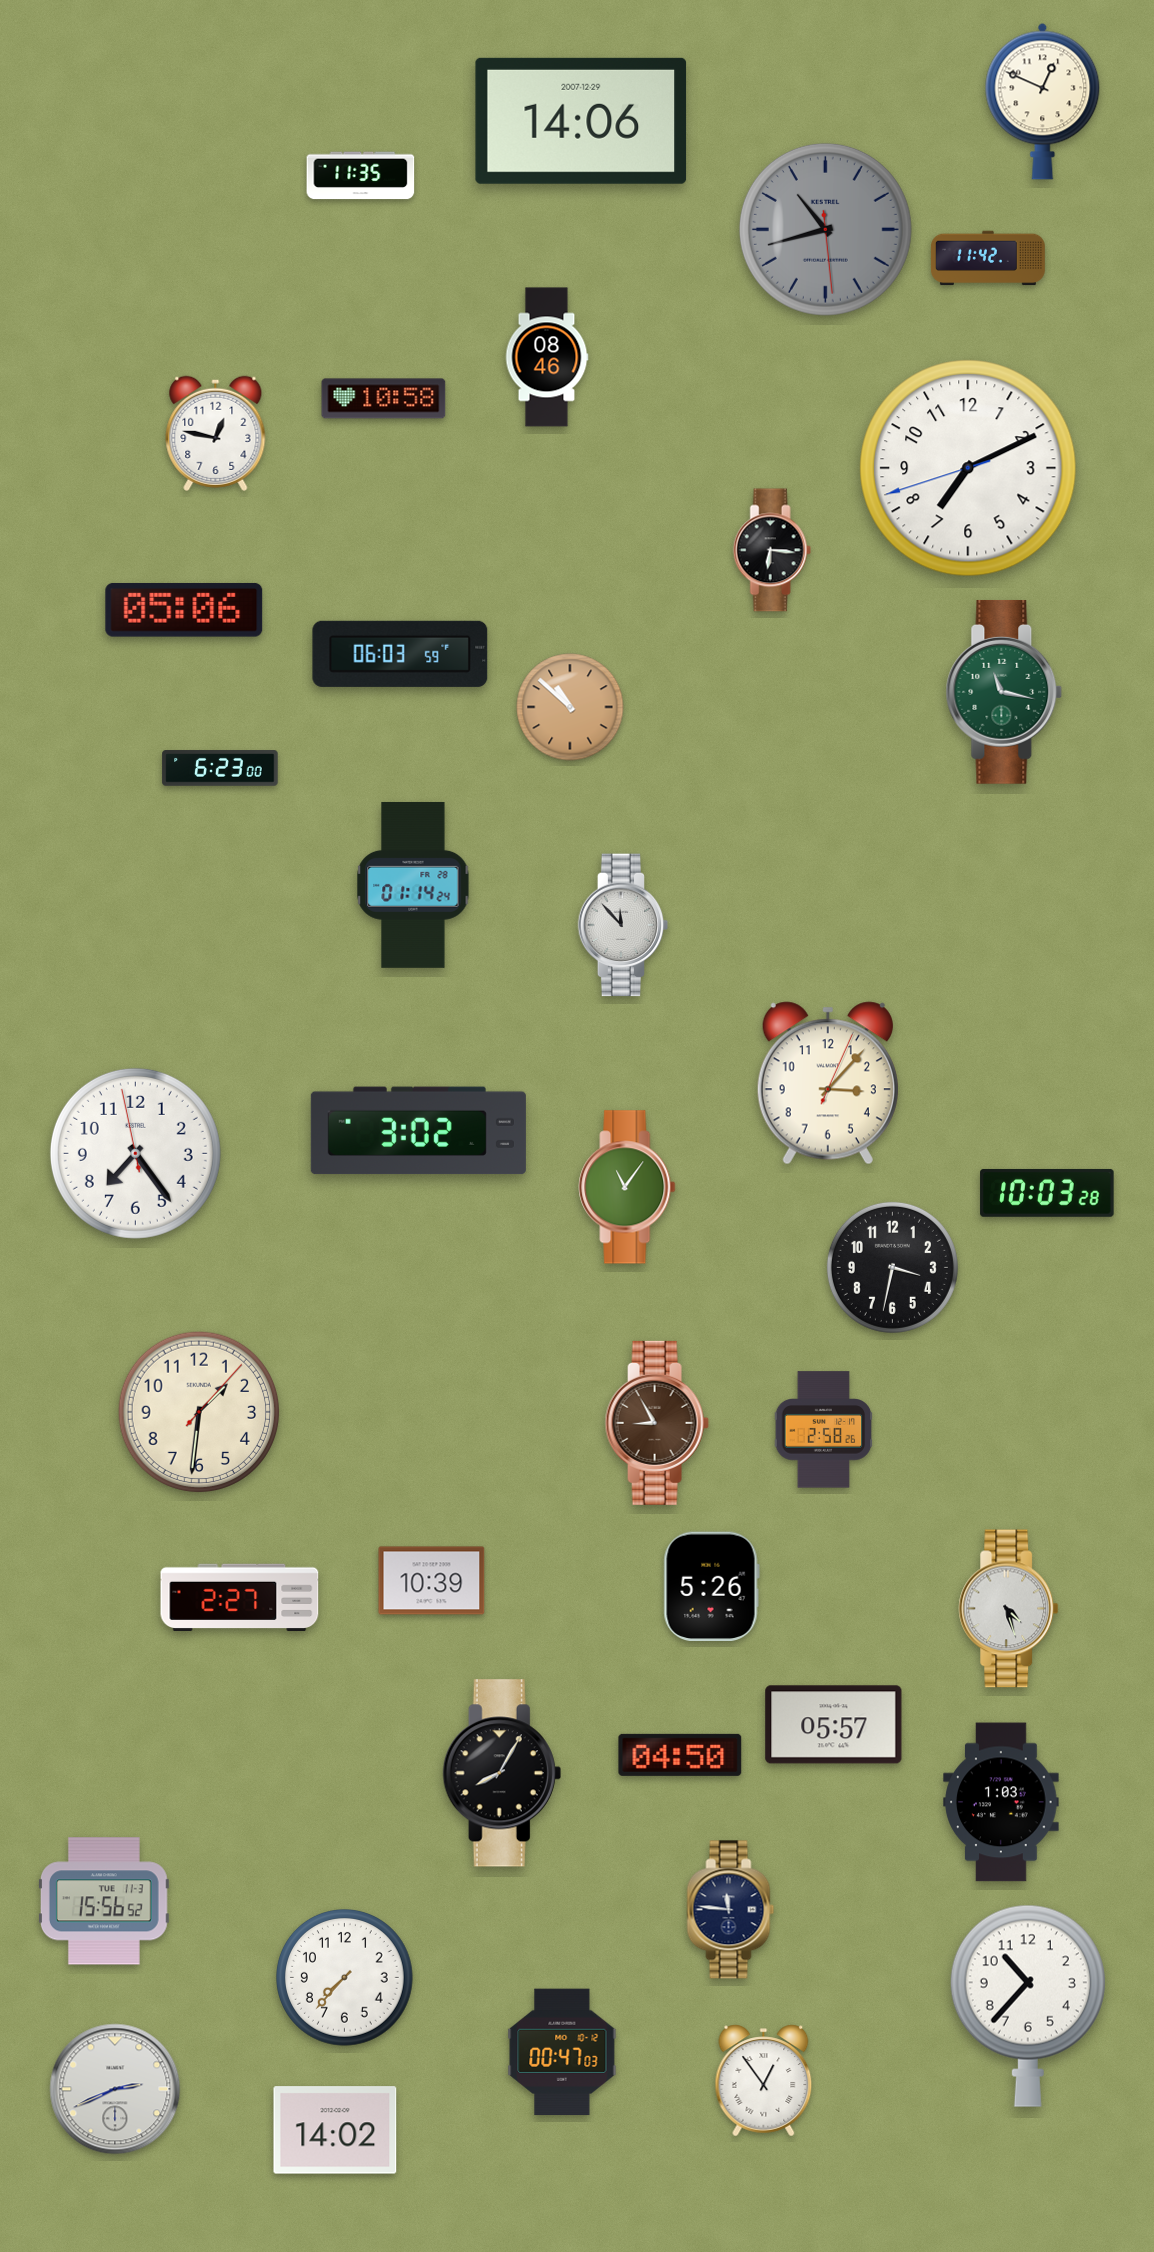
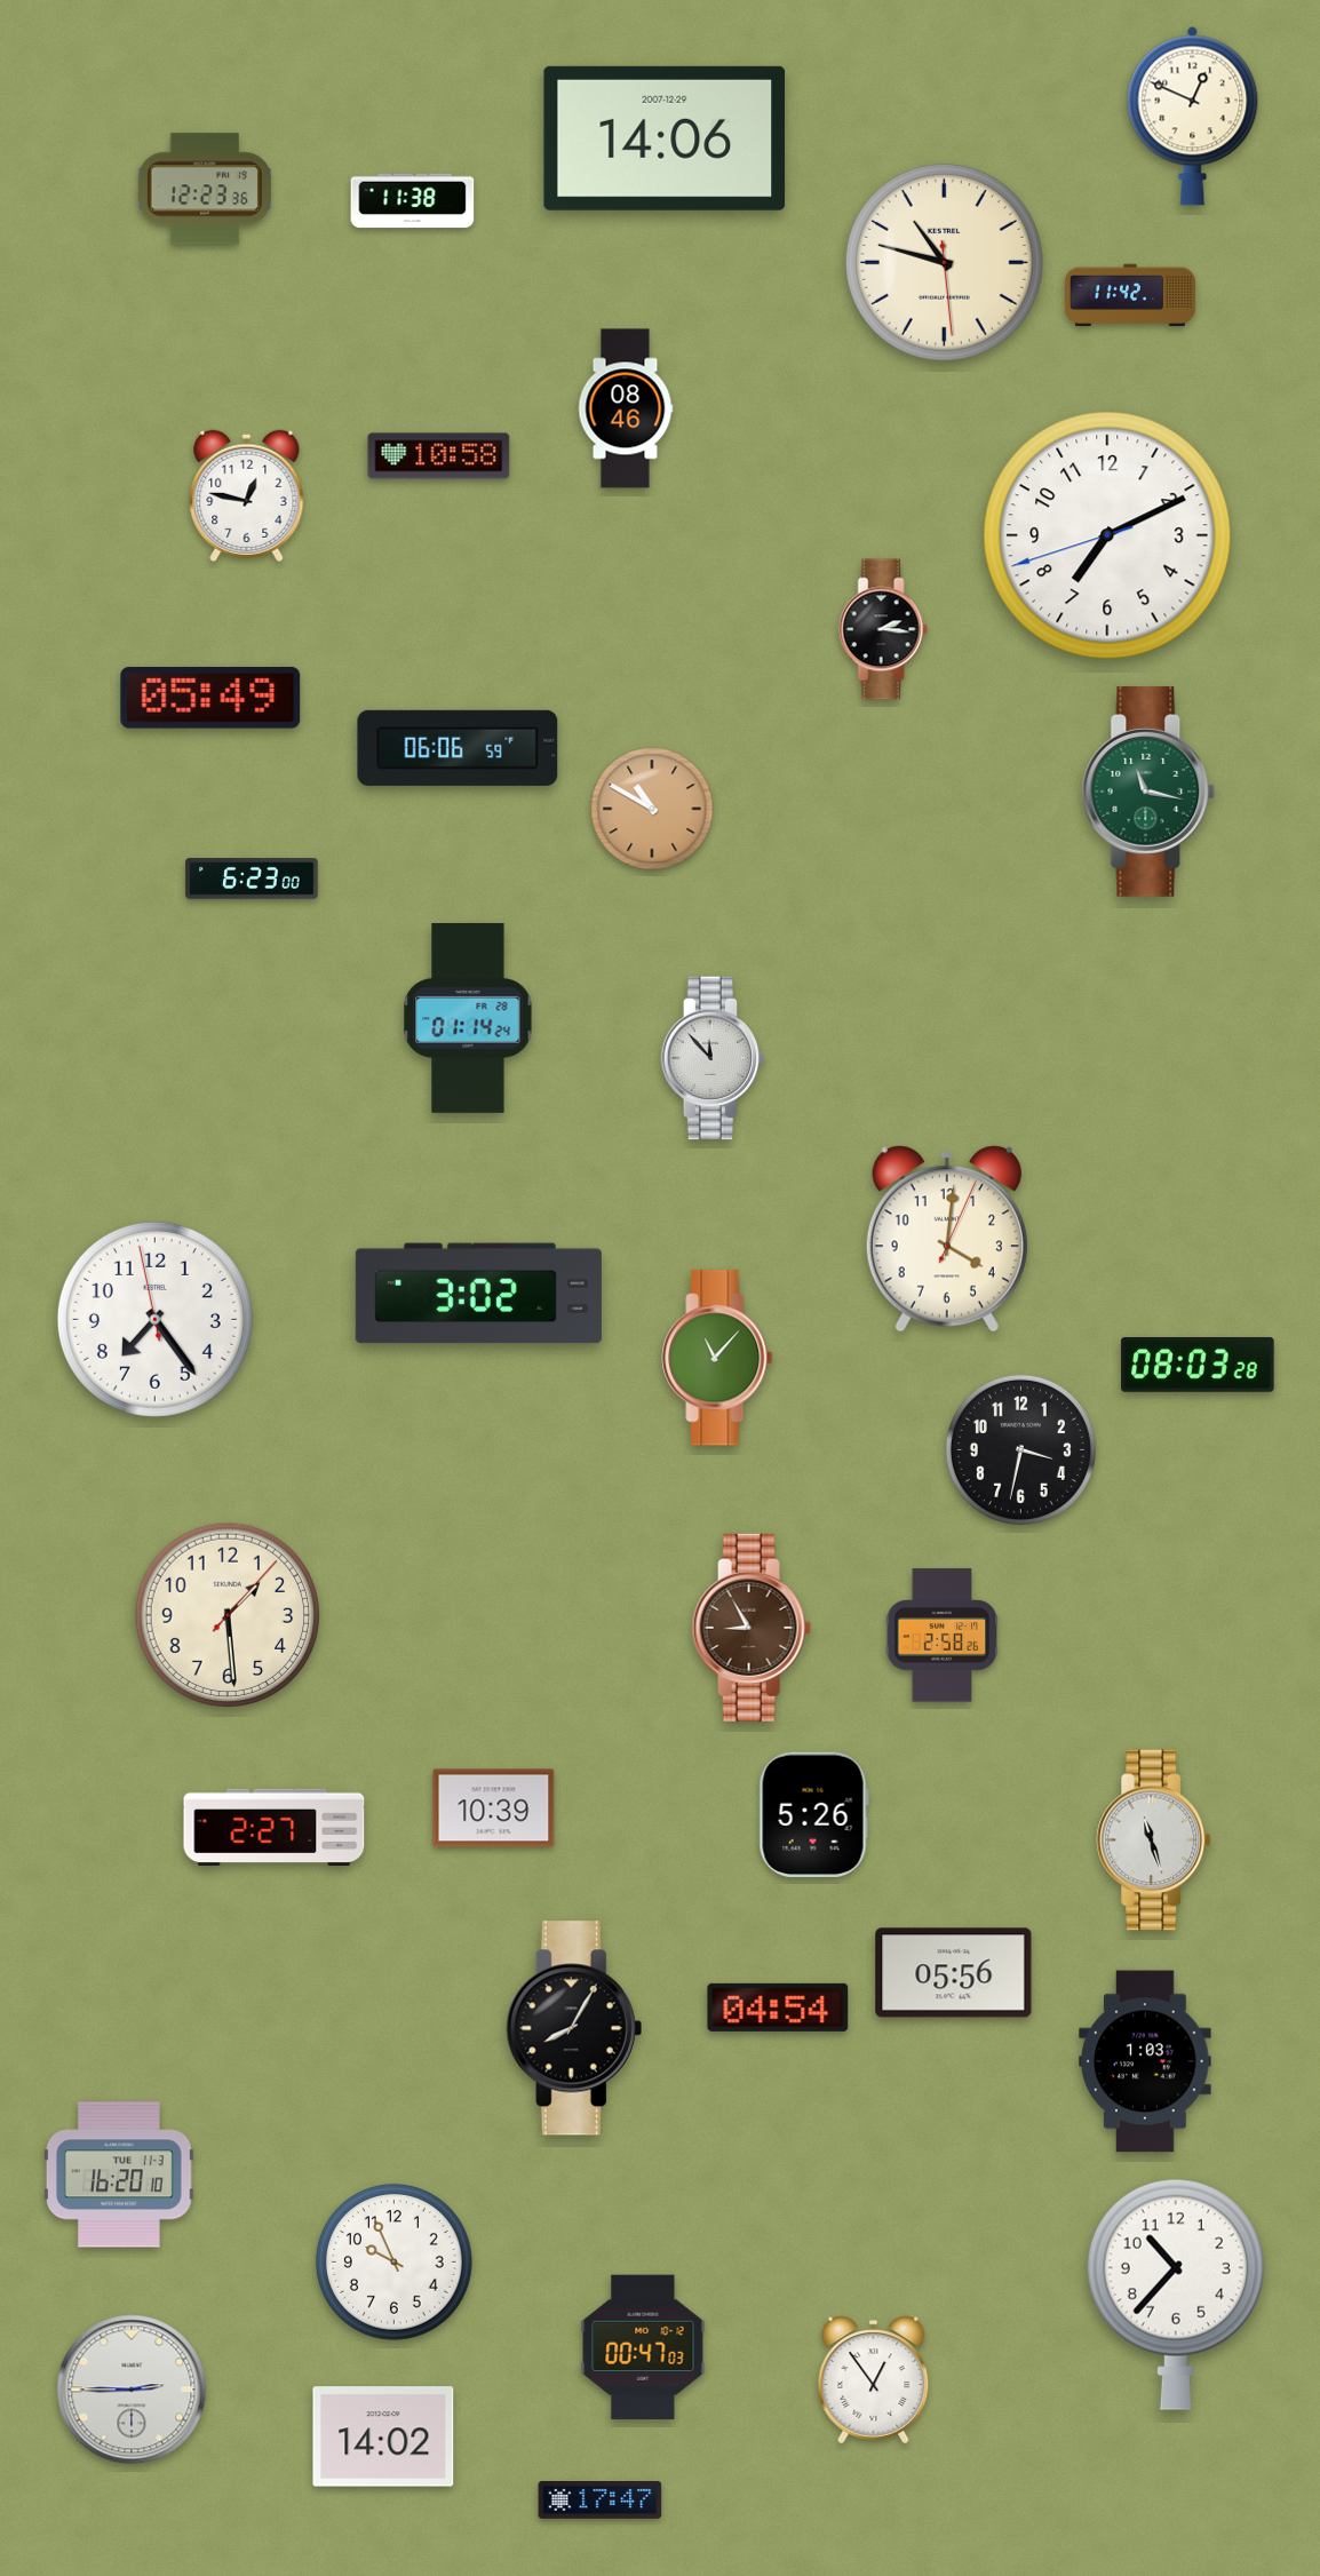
clock at (205, 189): none -> 12:23
clock at (361, 176): 11:35 -> 11:38
clock at (825, 229): 10:42 -> 10:47
clock at (825, 229) dial: grey -> cream
clock at (772, 550): 6:16 -> 2:16
clock at (184, 610): 05:06 -> 05:49
clock at (400, 654): 06:03 -> 06:06
clock at (570, 707): 10:52 -> 10:50
clock at (413, 885) position: (413, 885) -> (468, 1018)
clock at (828, 1083): 3:07 -> 4:01
clock at (627, 1187): 11:06 -> 11:07
clock at (1047, 1193): 10:03 -> 08:03
clock at (199, 1412): 1:31 -> 1:29
clock at (1009, 1609): 4:27 -> 11:27
clock at (834, 1725): 05:57 -> 05:56
clock at (680, 1755): 04:50 -> 04:54
clock at (104, 1901): 15:56 -> 16:20
clock at (731, 1910): 11:46 -> none
clock at (345, 1978): 7:37 -> 9:56
clock at (115, 2089): 2:41 -> 2:45
clock at (601, 2501): none -> 17:47
